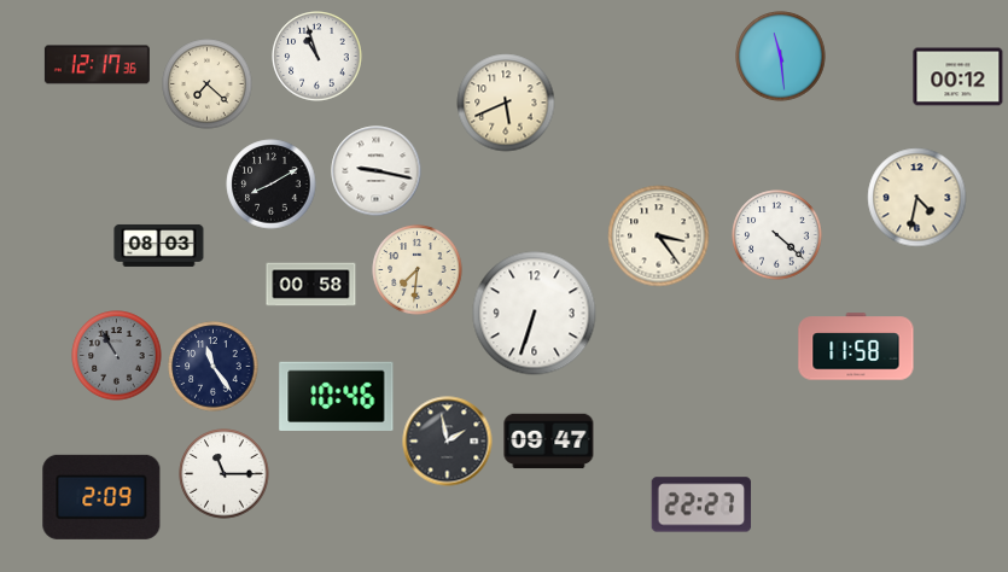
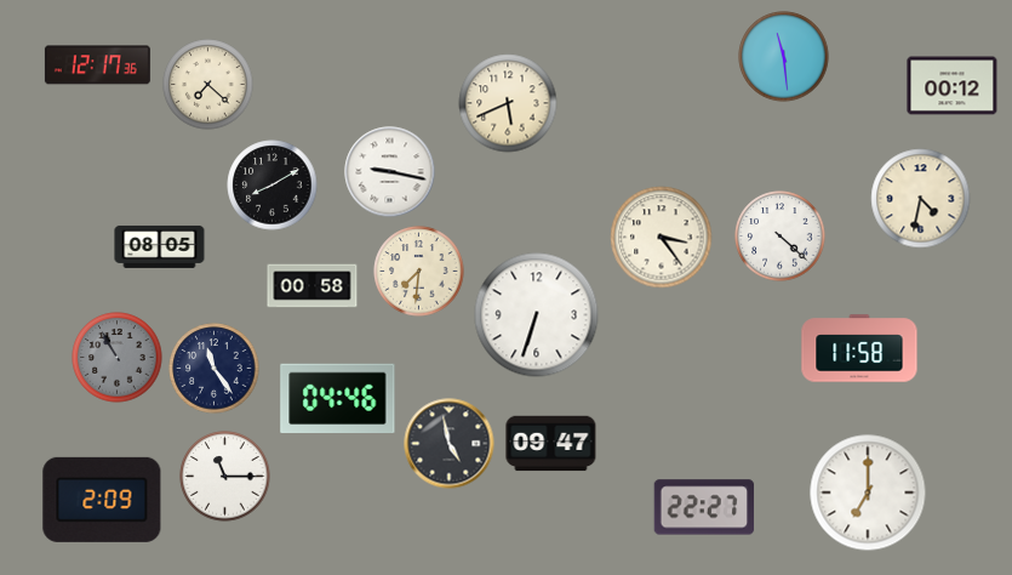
clock at (317, 57): 10:57 -> none
clock at (959, 77) position: (959, 77) -> (953, 86)
clock at (377, 171) position: (377, 171) -> (390, 172)
clock at (159, 245): 08:03 -> 08:05
clock at (337, 396): 10:46 -> 04:46
clock at (448, 442): 1:58 -> 4:58
clock at (868, 493): none -> 7:00
